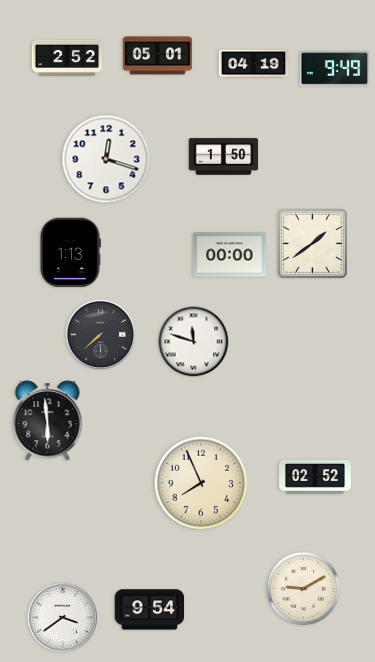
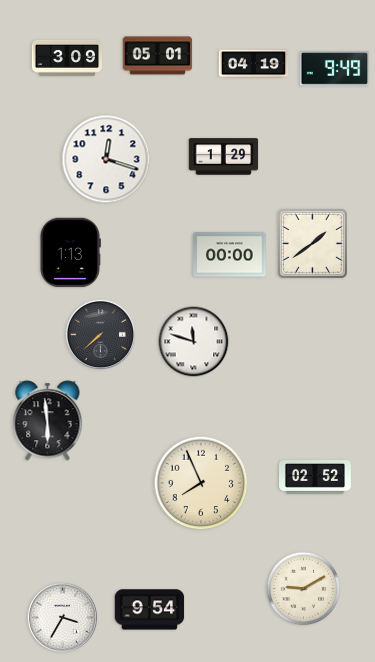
clock at (66, 58): 2:52 -> 3:09
clock at (224, 157): 1:50 -> 1:29
clock at (62, 617): 3:39 -> 3:35
